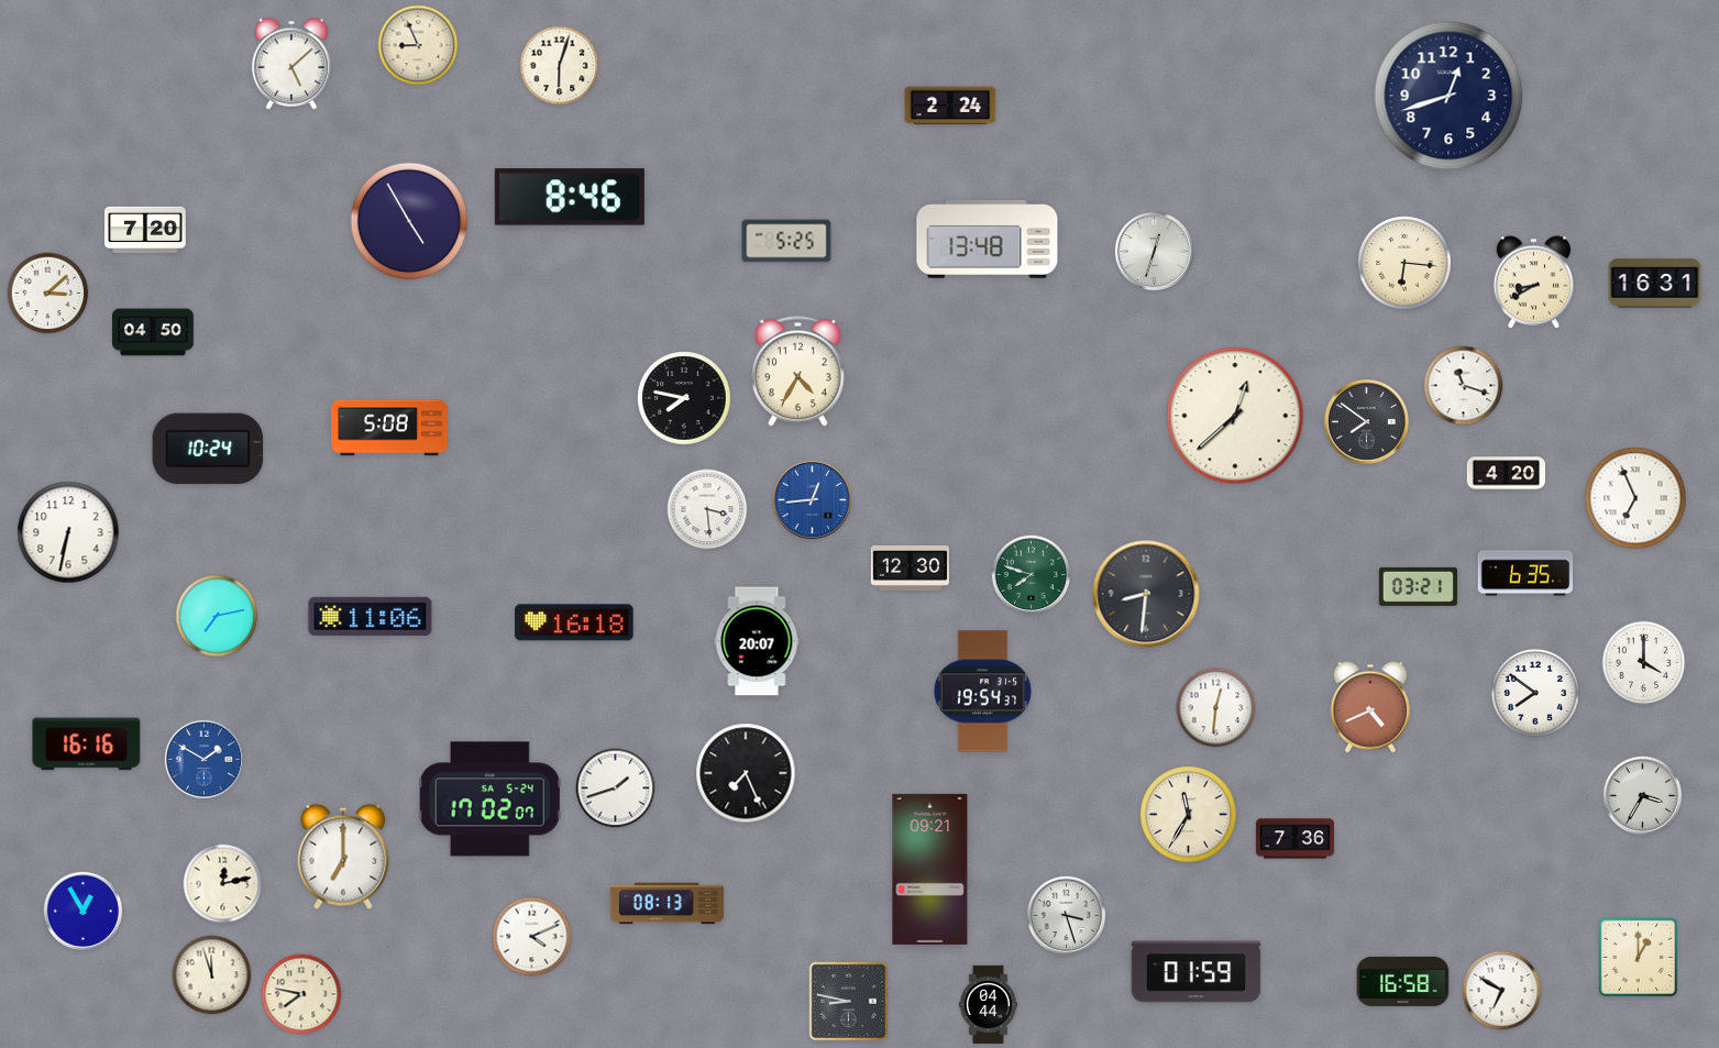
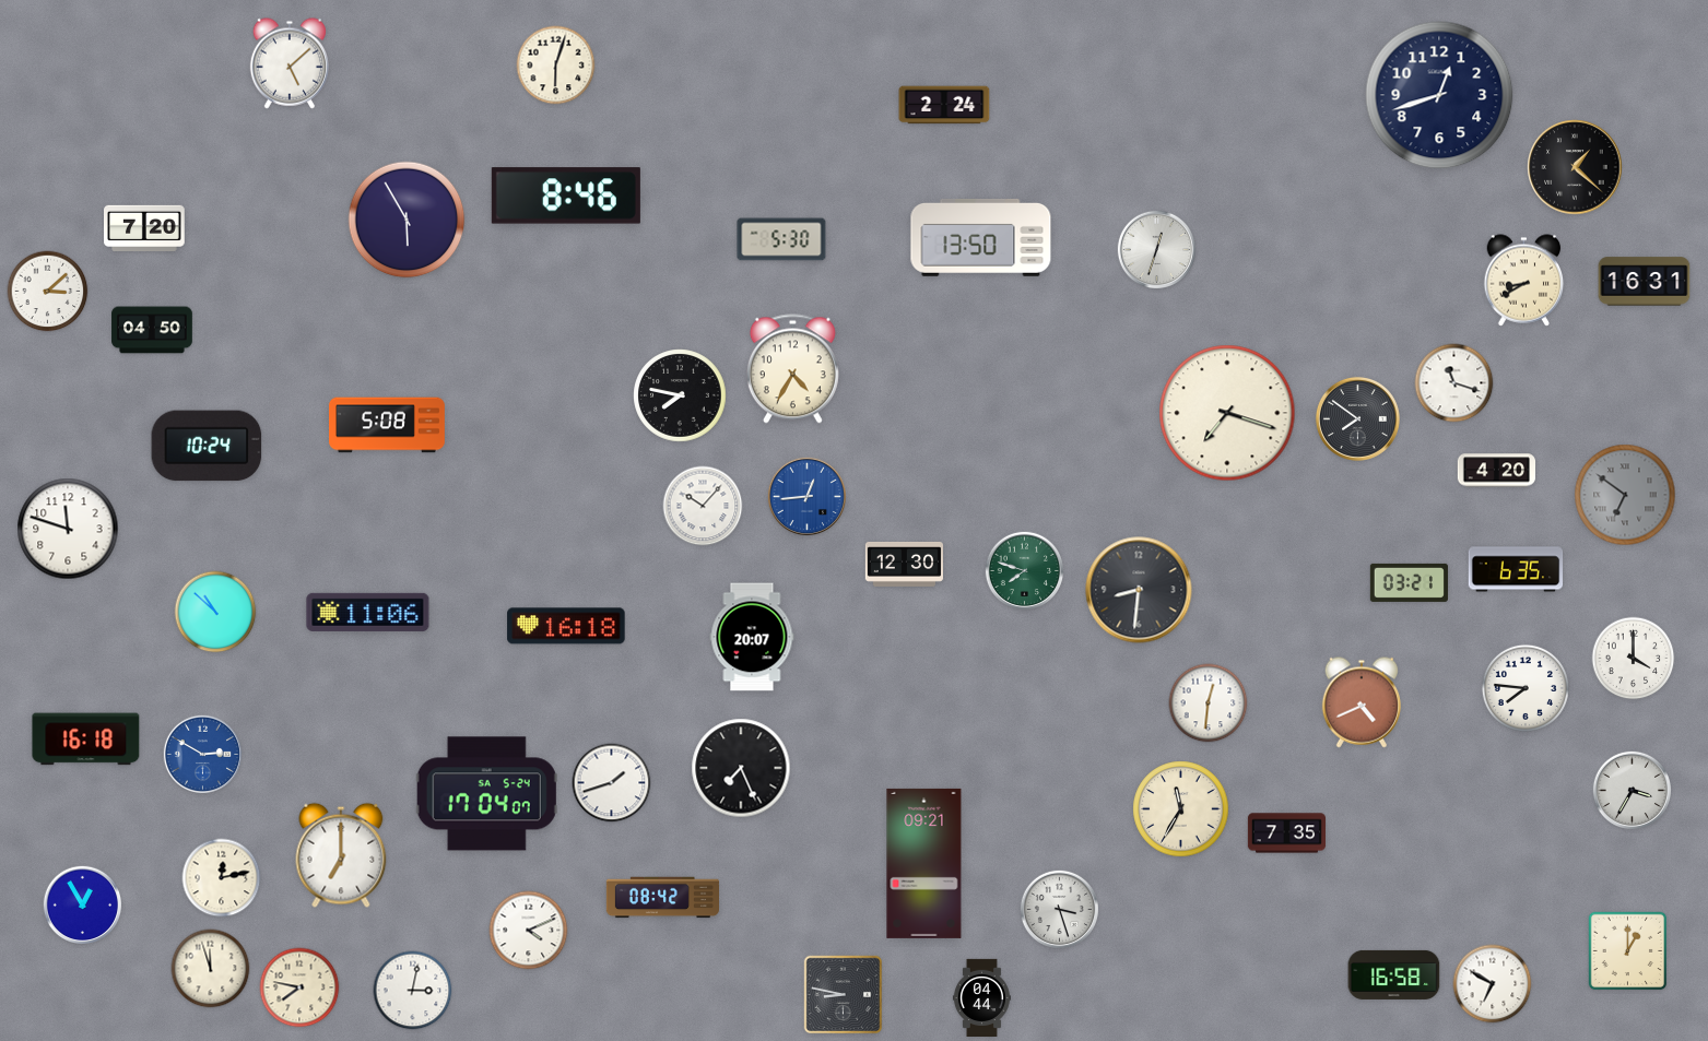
clock at (418, 45): 8:56 -> none
clock at (1575, 167): none -> 1:22
clock at (409, 221): 4:55 -> 5:55
clock at (988, 239): 13:48 -> 13:50
clock at (786, 241): 5:25 -> 5:30
clock at (1154, 251) position: (1154, 251) -> (1156, 249)
clock at (1404, 263): 6:16 -> none
clock at (1235, 416): 12:38 -> 7:18
clock at (1635, 498): 6:56 -> 6:51
clock at (1635, 498) dial: white -> grey
clock at (707, 509): 3:29 -> 10:07
clock at (68, 532): 6:32 -> 11:48
clock at (217, 616): 7:13 -> 10:52
clock at (574, 622) position: (574, 622) -> (566, 626)
clock at (982, 692): 19:54 -> none
clock at (1535, 693): 7:51 -> 7:46
clock at (87, 744): 16:16 -> 16:18
clock at (203, 759): 1:50 -> 2:50
clock at (489, 799): 17:02 -> 17:04
clock at (1294, 839): 7:36 -> 7:35
clock at (343, 857) position: (343, 857) -> (341, 855)
clock at (666, 904): 08:13 -> 08:42
clock at (1197, 972): 01:59 -> none
clock at (413, 991): none -> 3:02
